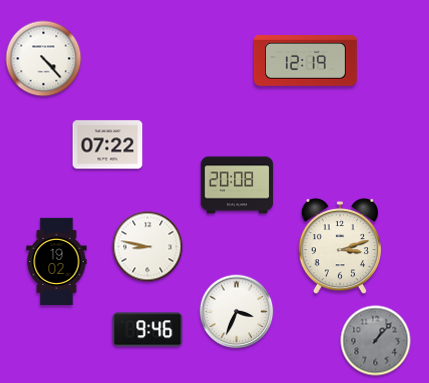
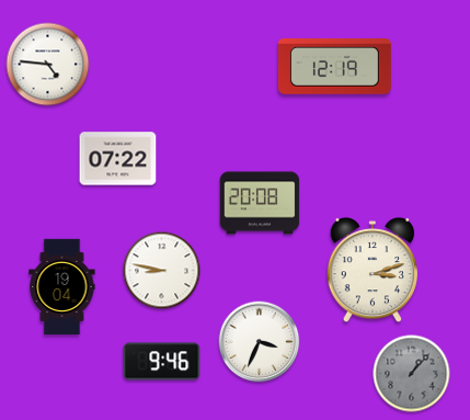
clock at (44, 59): 4:23 -> 4:46
clock at (57, 261): 19:02 -> 19:04
